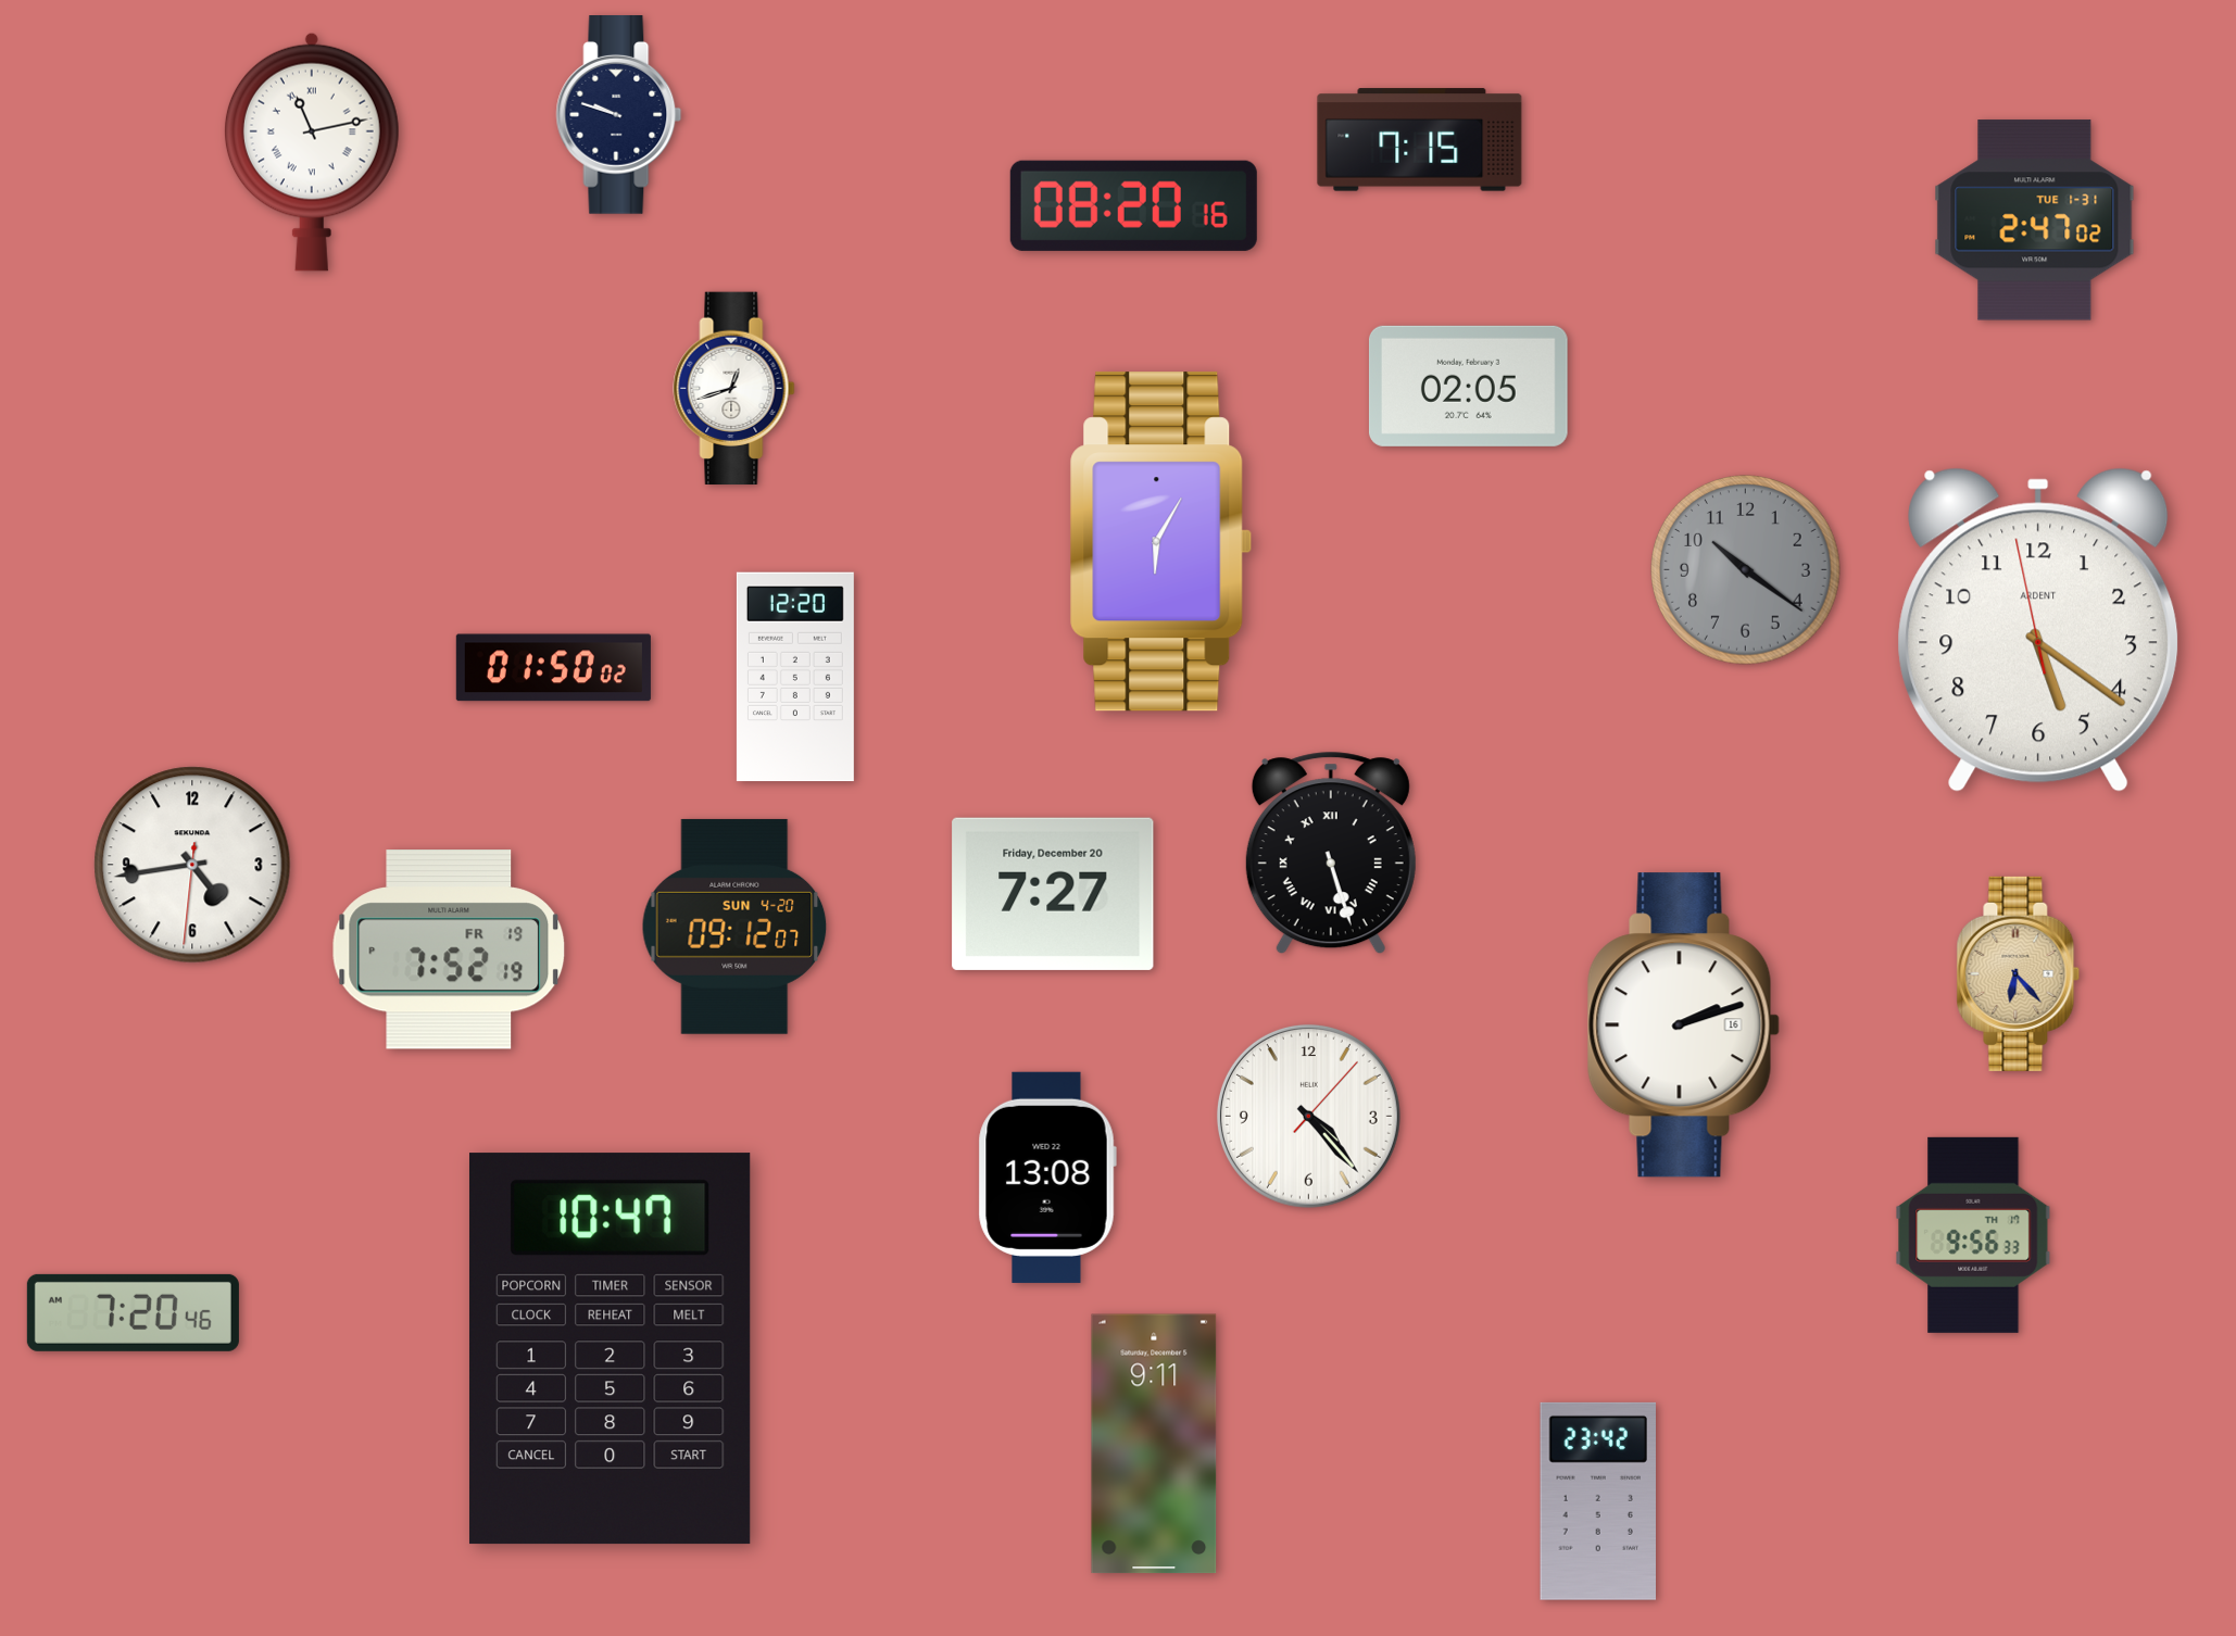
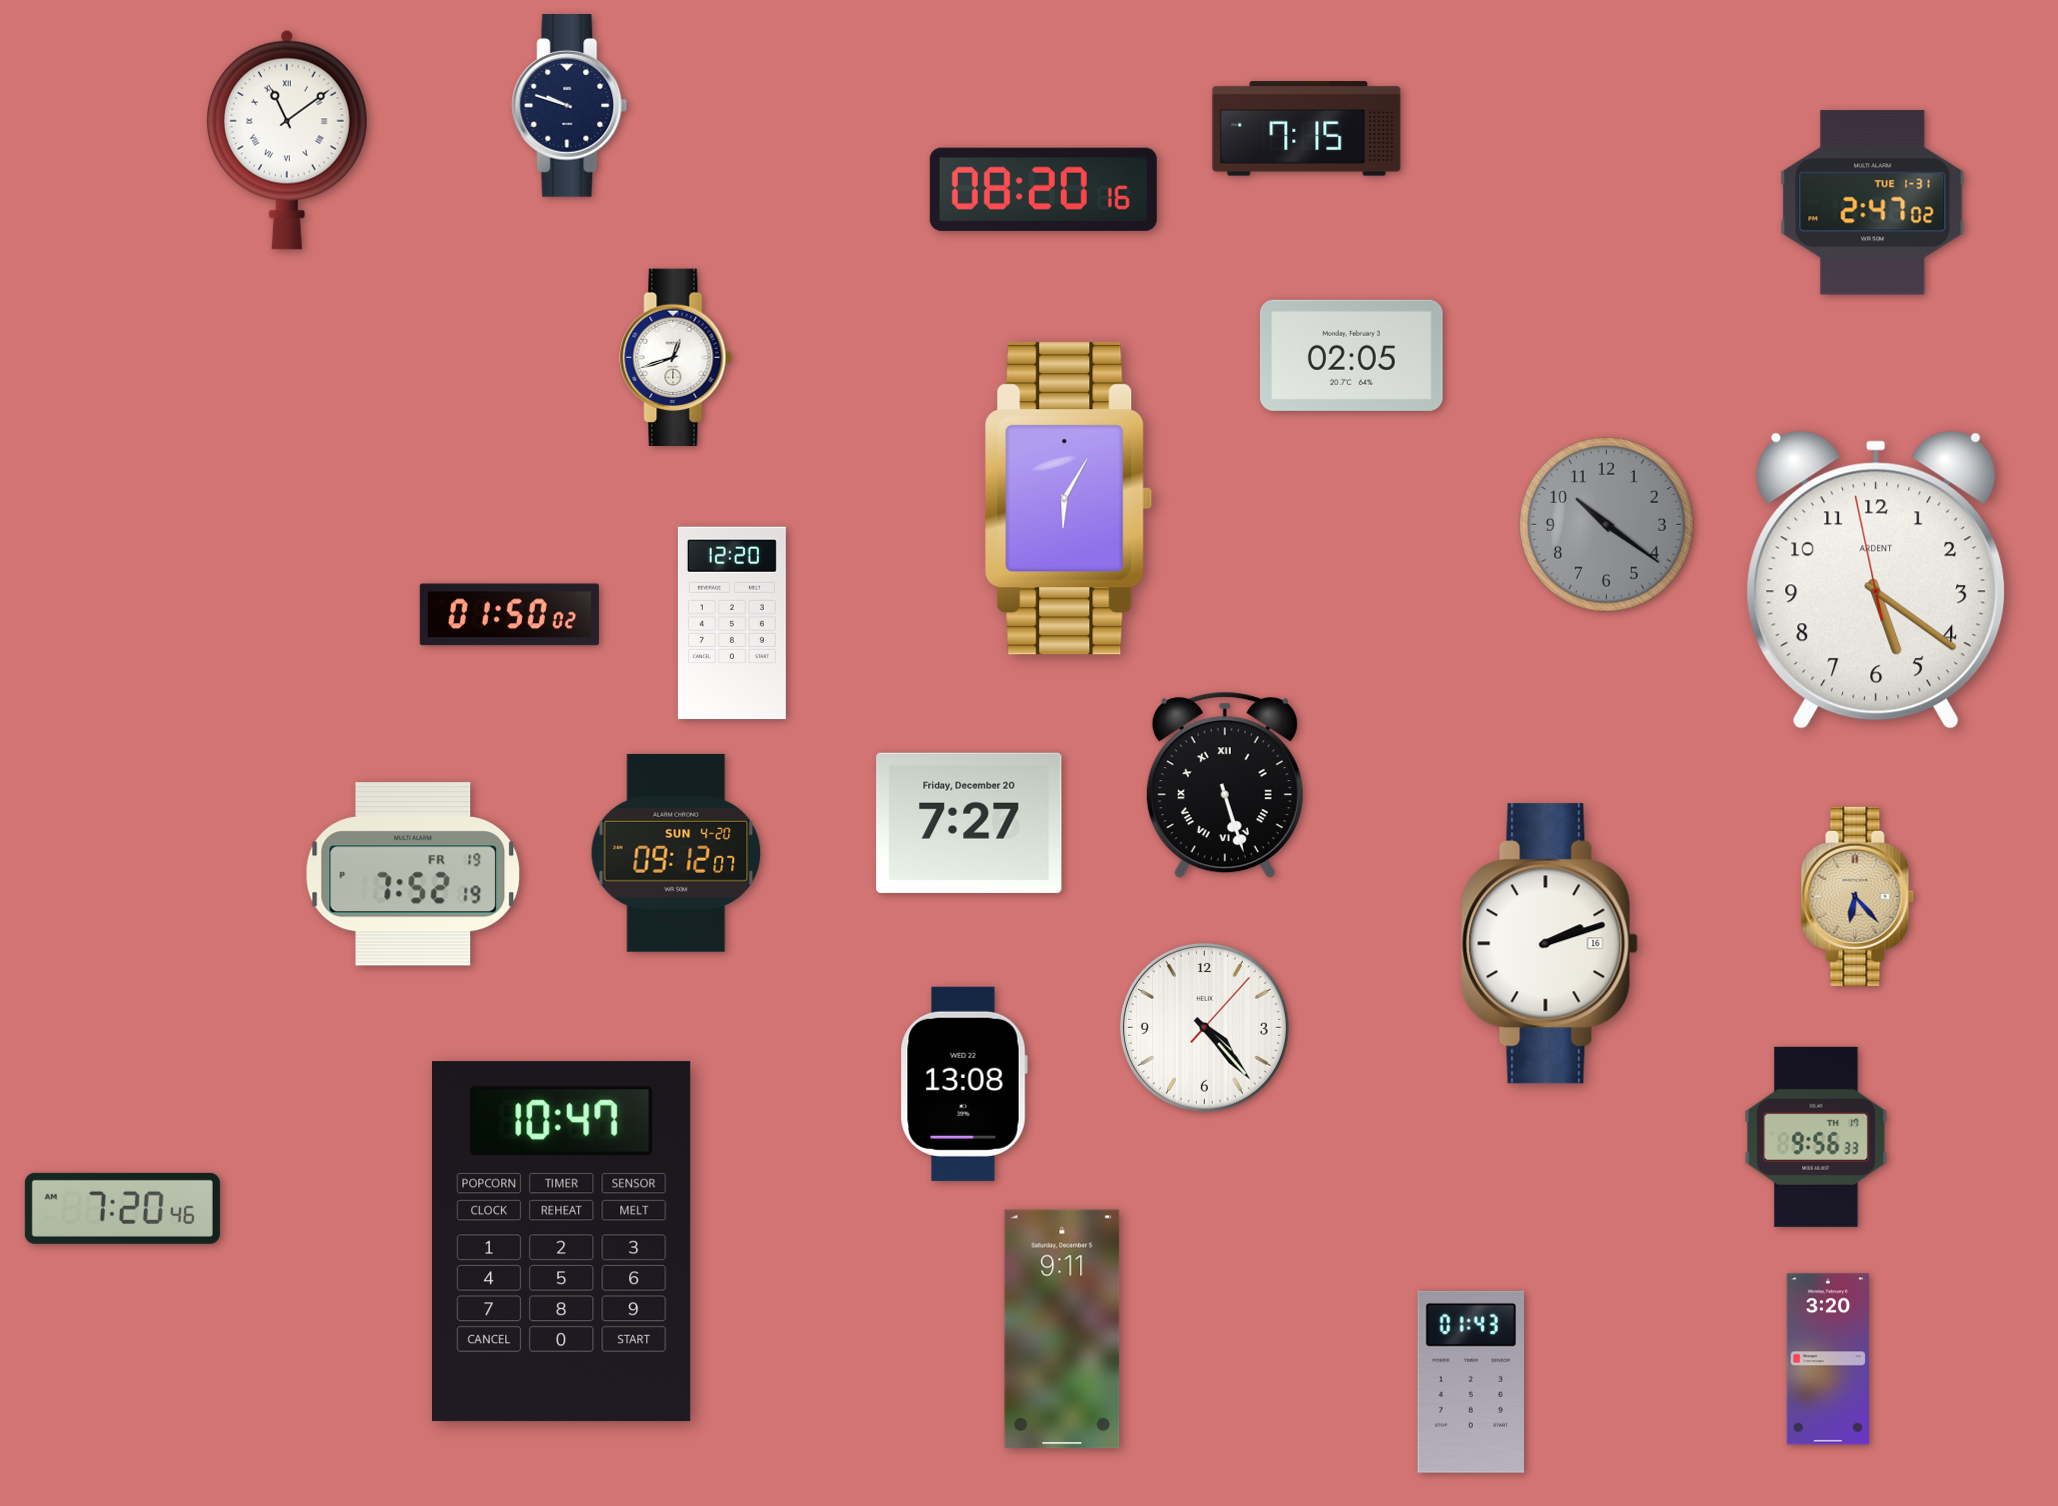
clock at (312, 152): 11:13 -> 11:09
clock at (192, 865): 4:43 -> none
clock at (1827, 1359): none -> 3:20
clock at (1597, 1501): 23:42 -> 01:43
